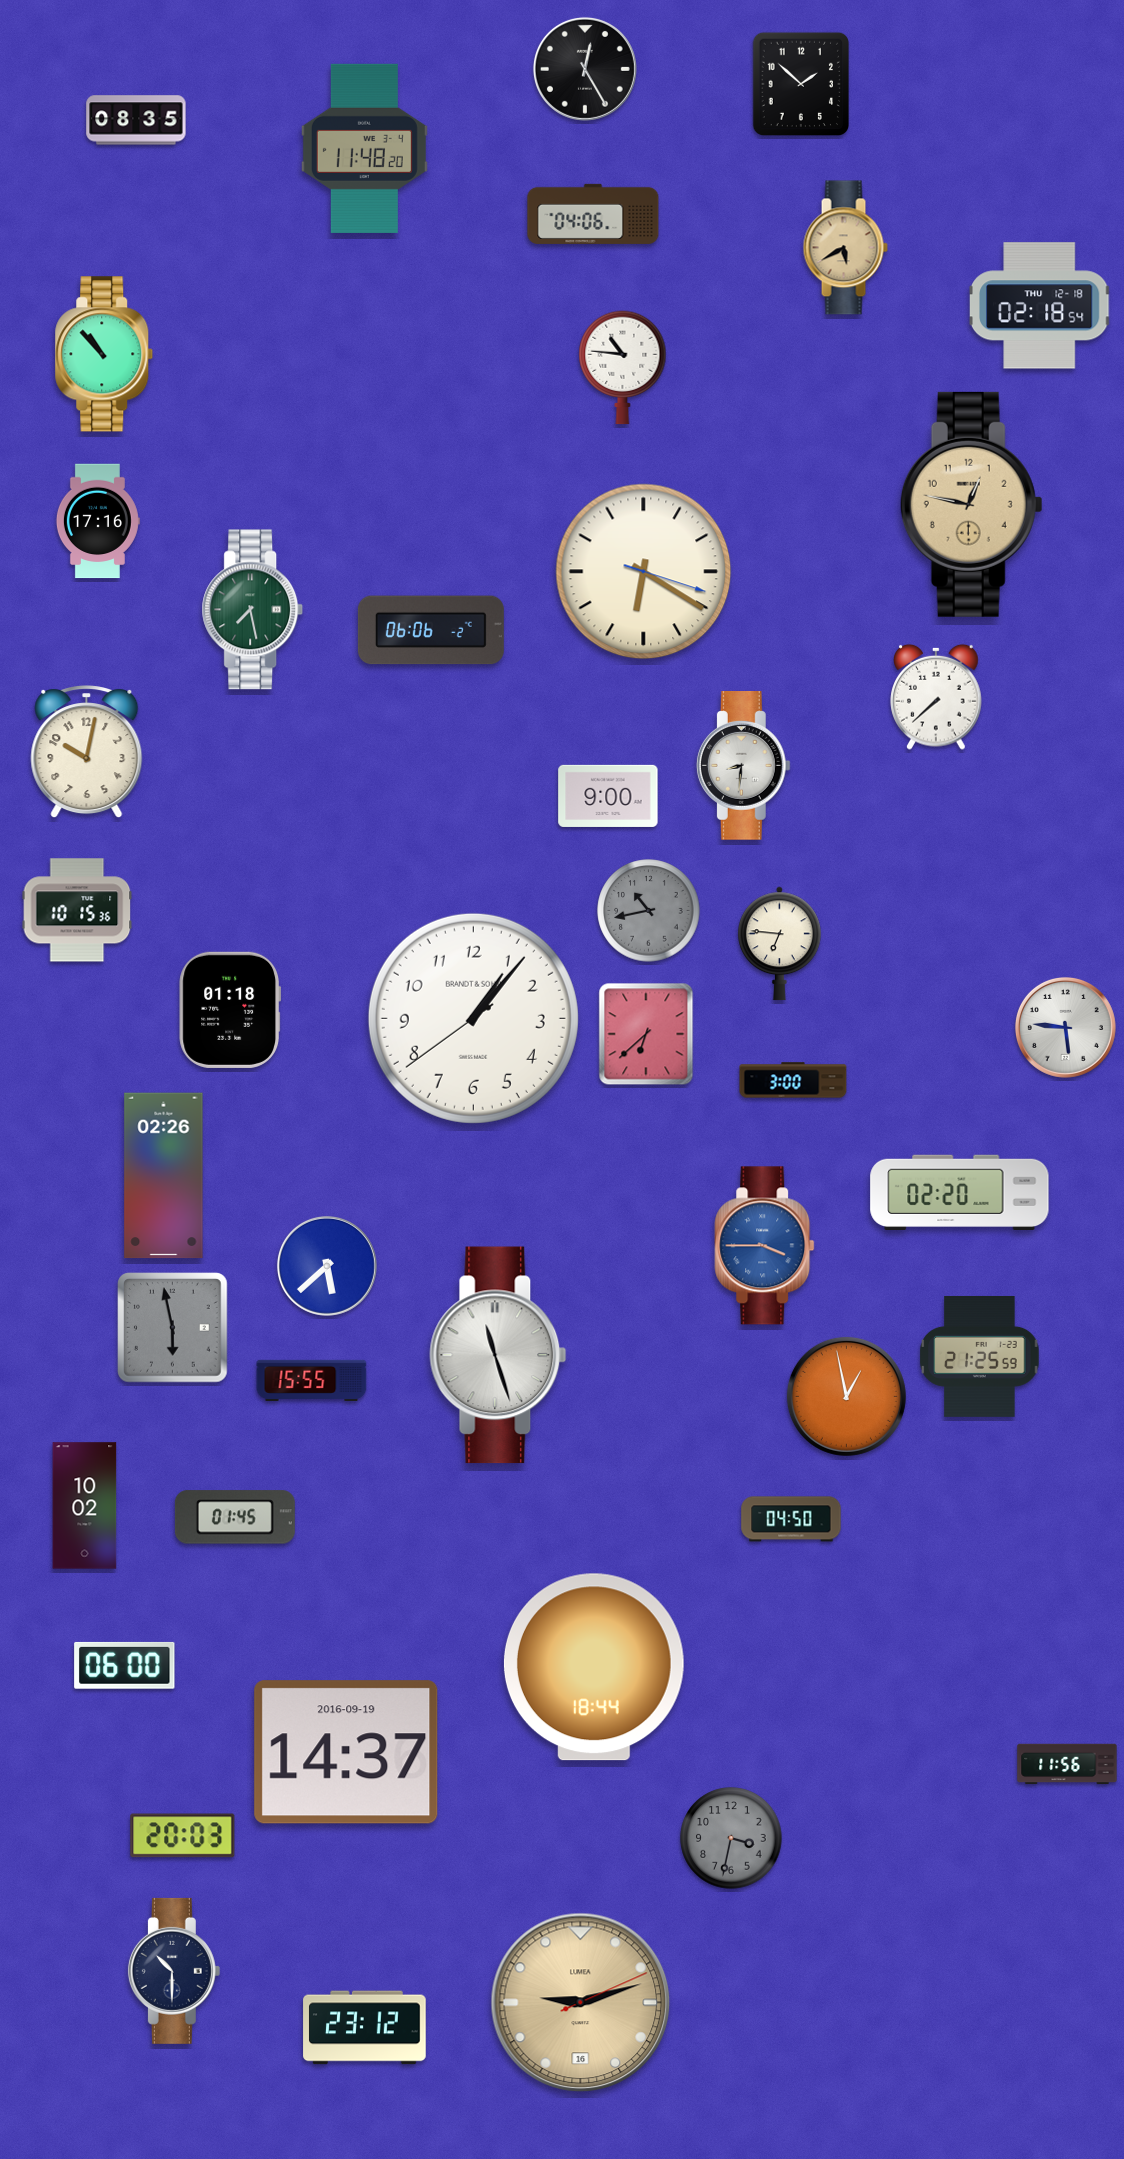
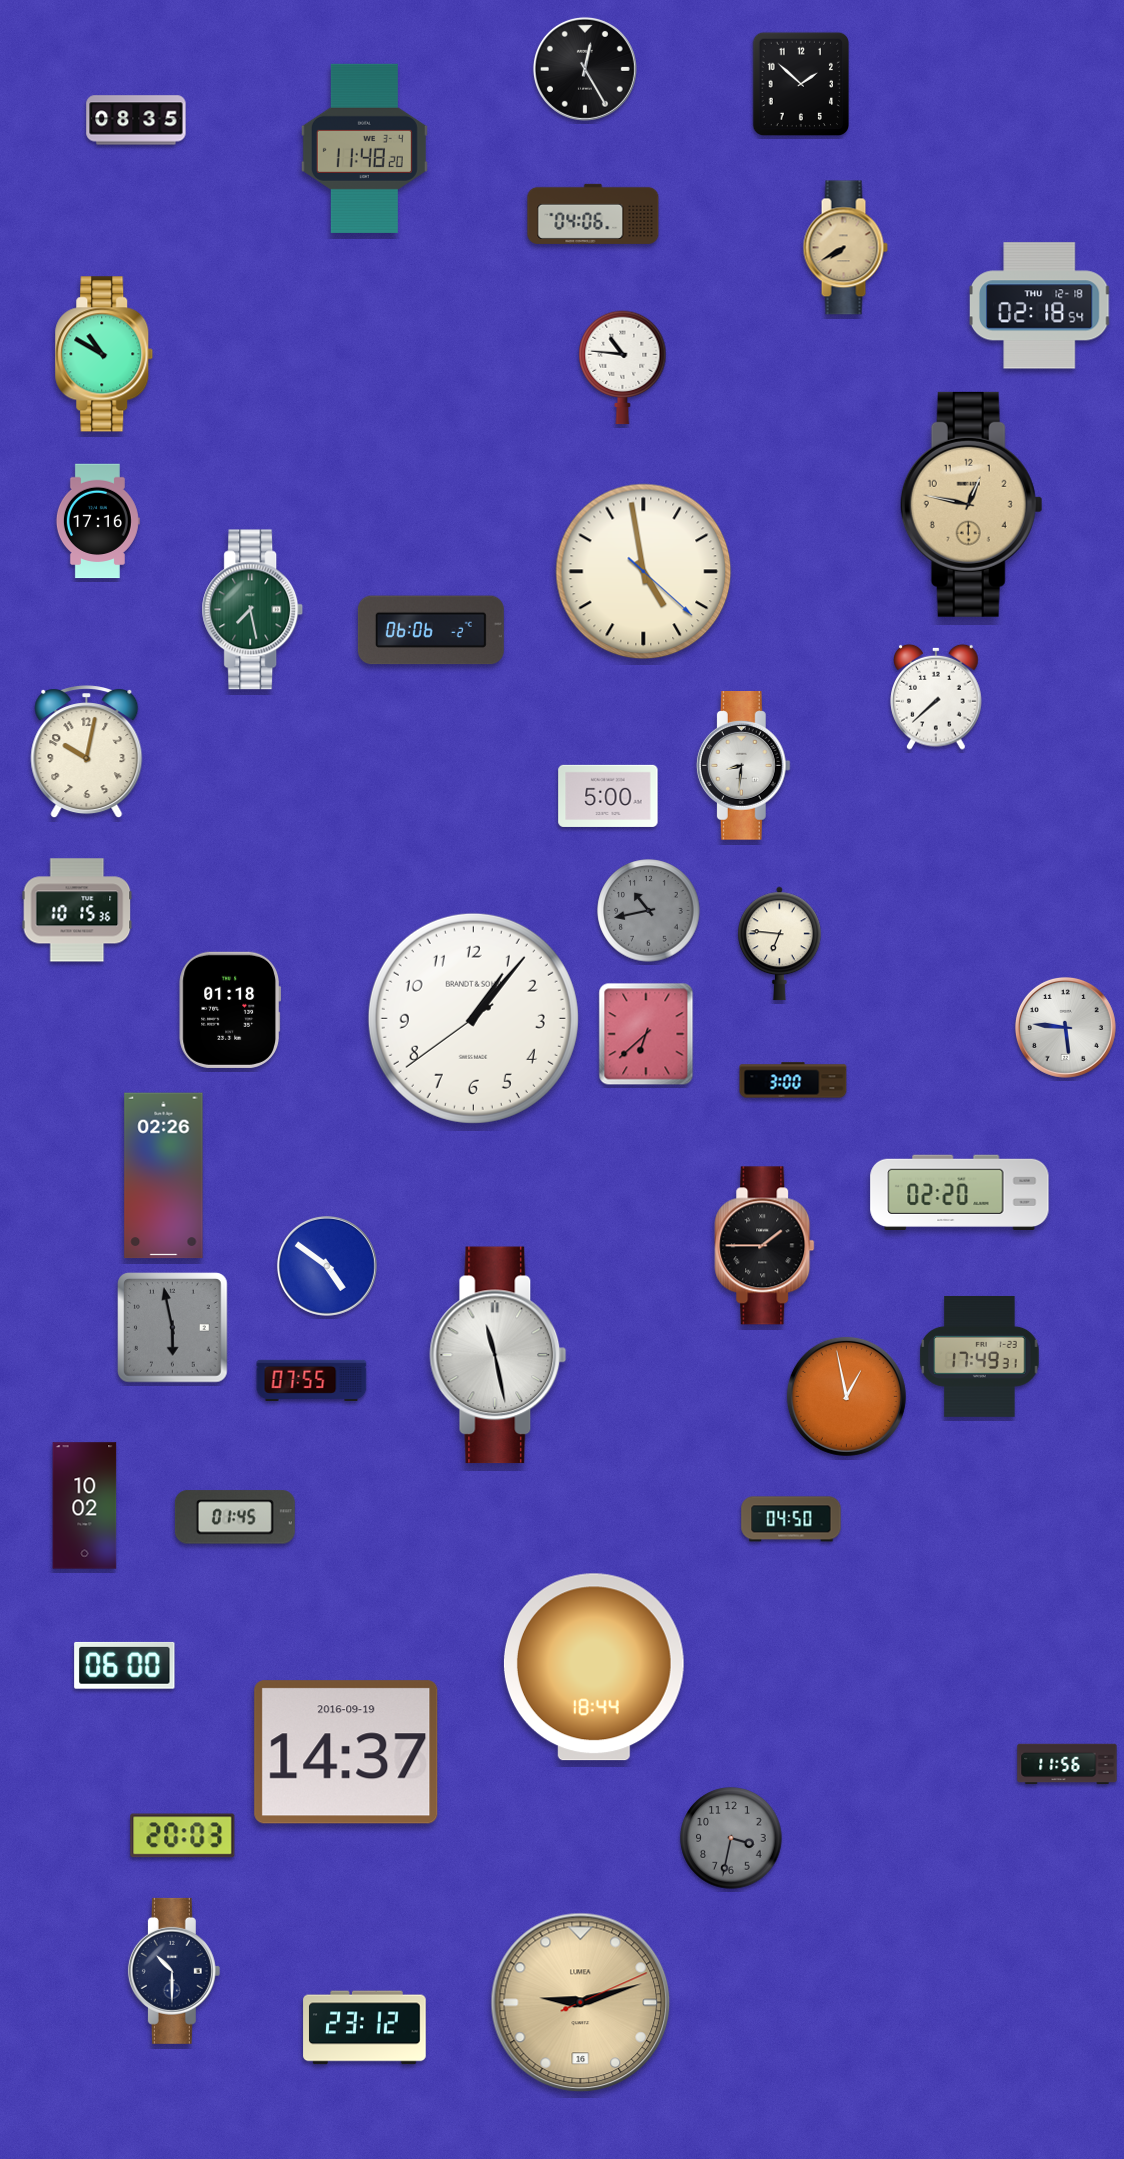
clock at (845, 248): 5:40 -> 7:40
clock at (104, 354): 10:53 -> 10:50
clock at (644, 572): 6:20 -> 4:58
clock at (608, 796): 9:00 -> 5:00
clock at (765, 1246): 3:45 -> 1:45
clock at (765, 1246) dial: blue -> black
clock at (327, 1266): 5:38 -> 4:51
clock at (498, 1355): 11:27 -> 11:28
clock at (980, 1356): 21:25 -> 17:49
clock at (312, 1380): 15:55 -> 07:55
